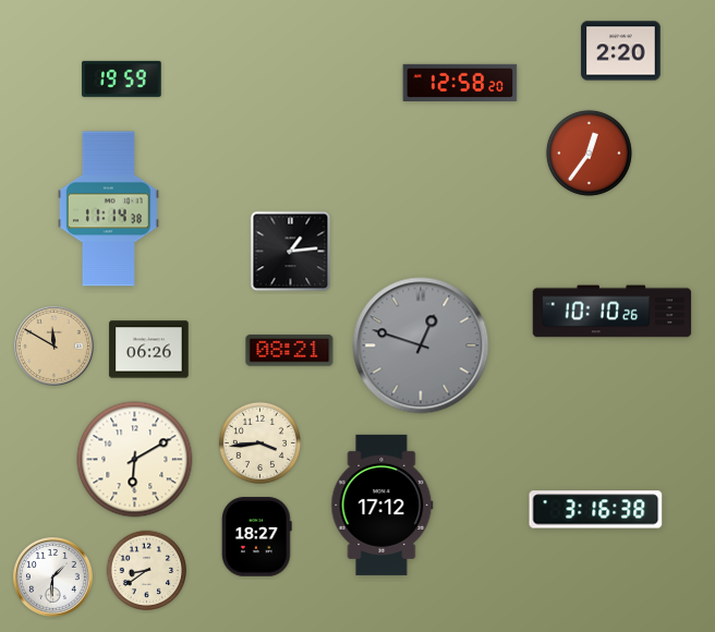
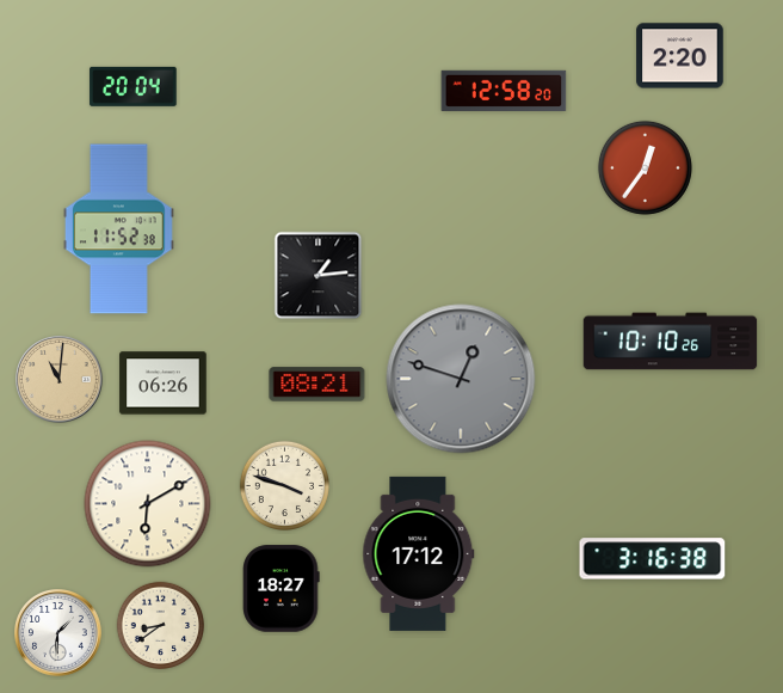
clock at (122, 78): 19:59 -> 20:04
clock at (108, 209): 11:14 -> 11:52
clock at (54, 347): 11:50 -> 11:01
clock at (259, 442): 3:44 -> 3:48
